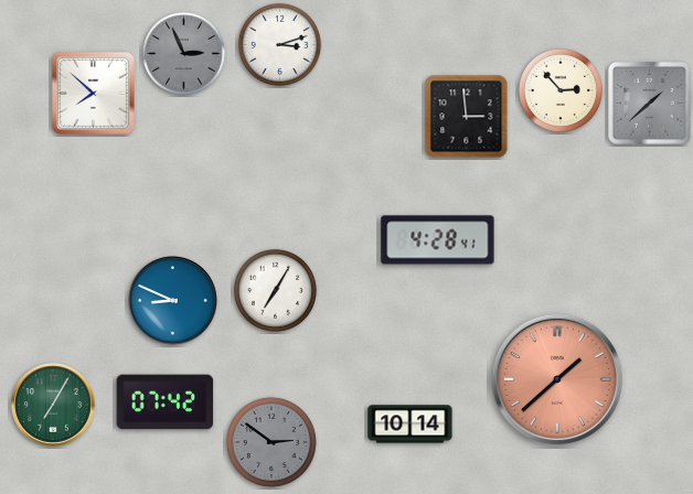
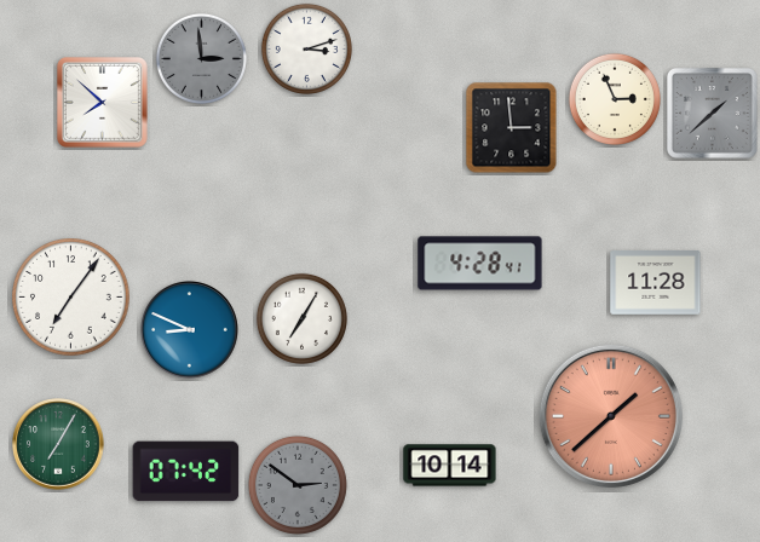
clock at (183, 53): 2:56 -> 2:59
clock at (561, 90): 2:53 -> 2:56
clock at (656, 283): none -> 11:28
clock at (71, 298): none -> 7:06
clock at (166, 402) position: (166, 402) -> (186, 472)
